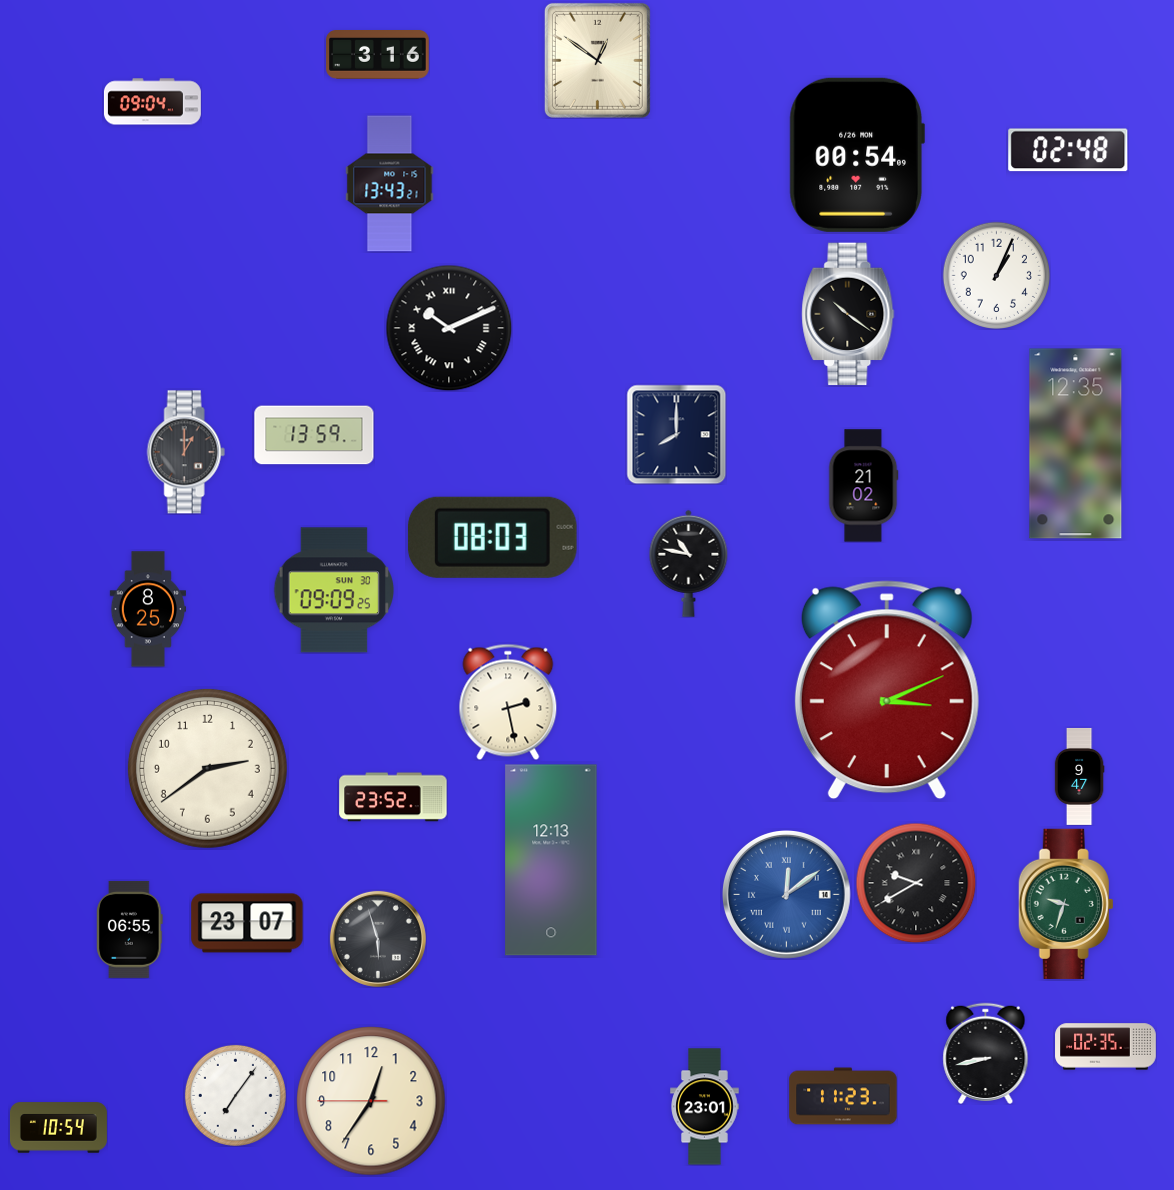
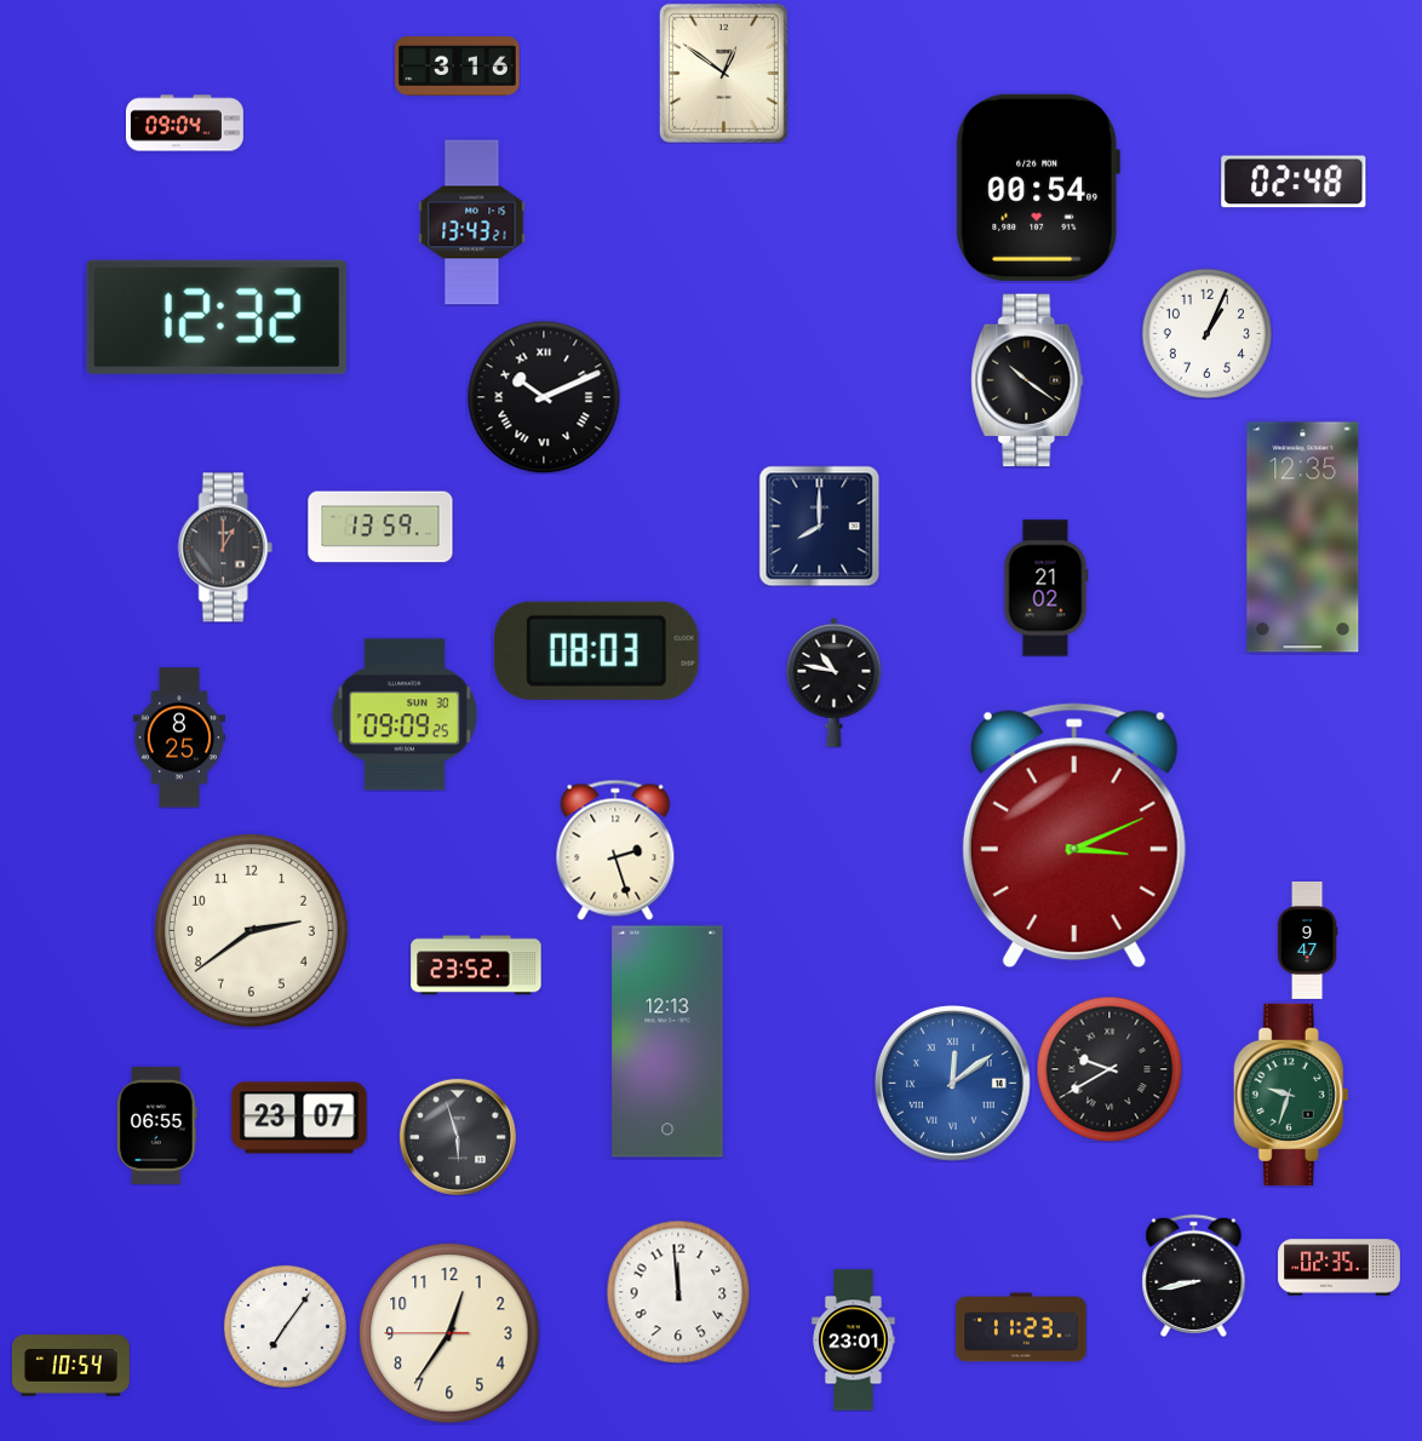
clock at (217, 317): none -> 12:32
clock at (508, 702): 2:28 -> 2:27
clock at (678, 1292): none -> 11:59
